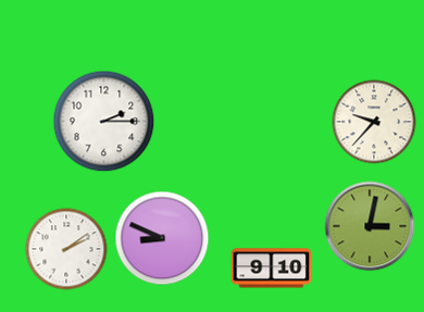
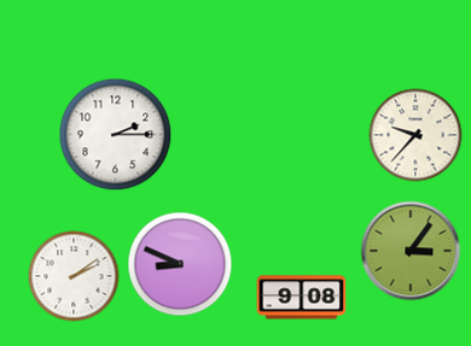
clock at (370, 226): 3:02 -> 3:06
clock at (272, 269): 9:10 -> 9:08
